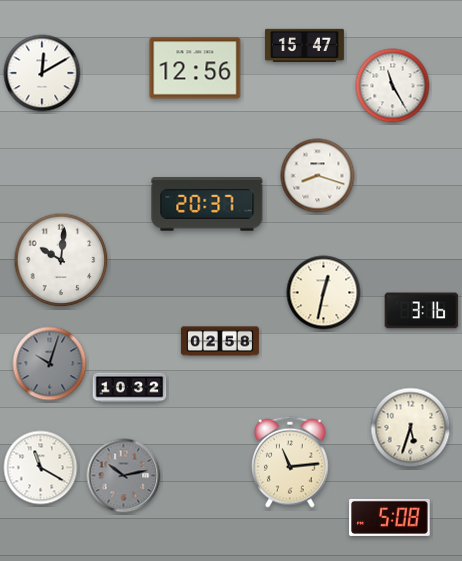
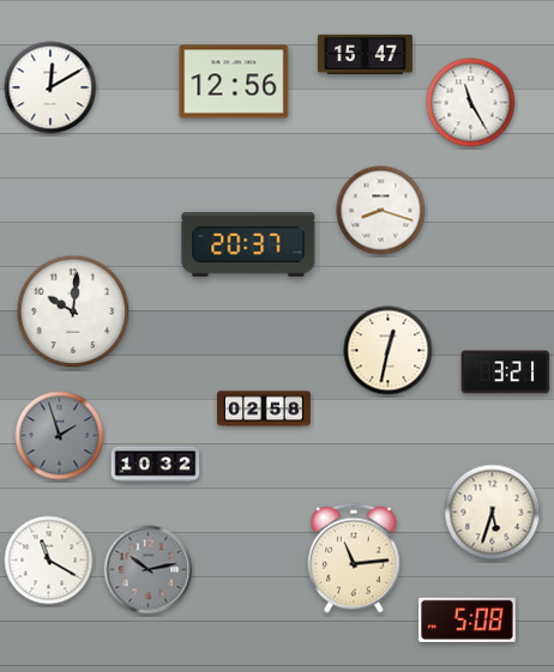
clock at (422, 311): 3:16 -> 3:21
clock at (50, 364): 10:03 -> 1:57
clock at (291, 462) position: (291, 462) -> (355, 558)
